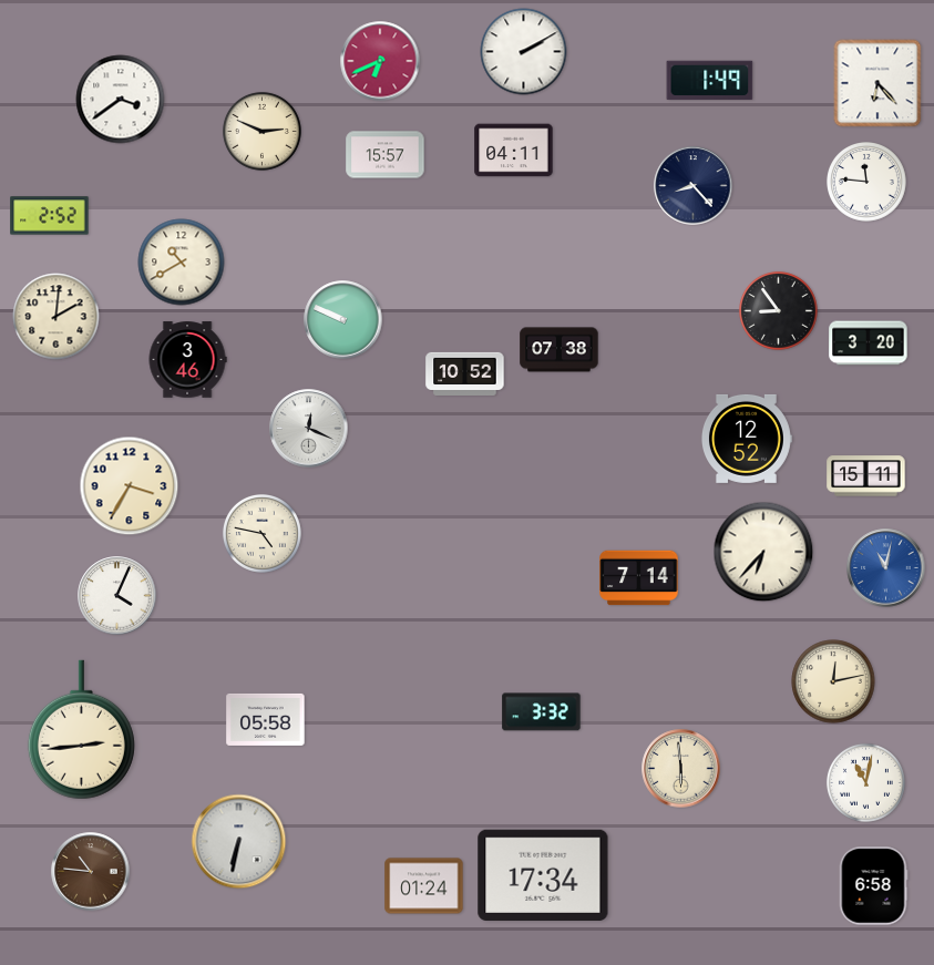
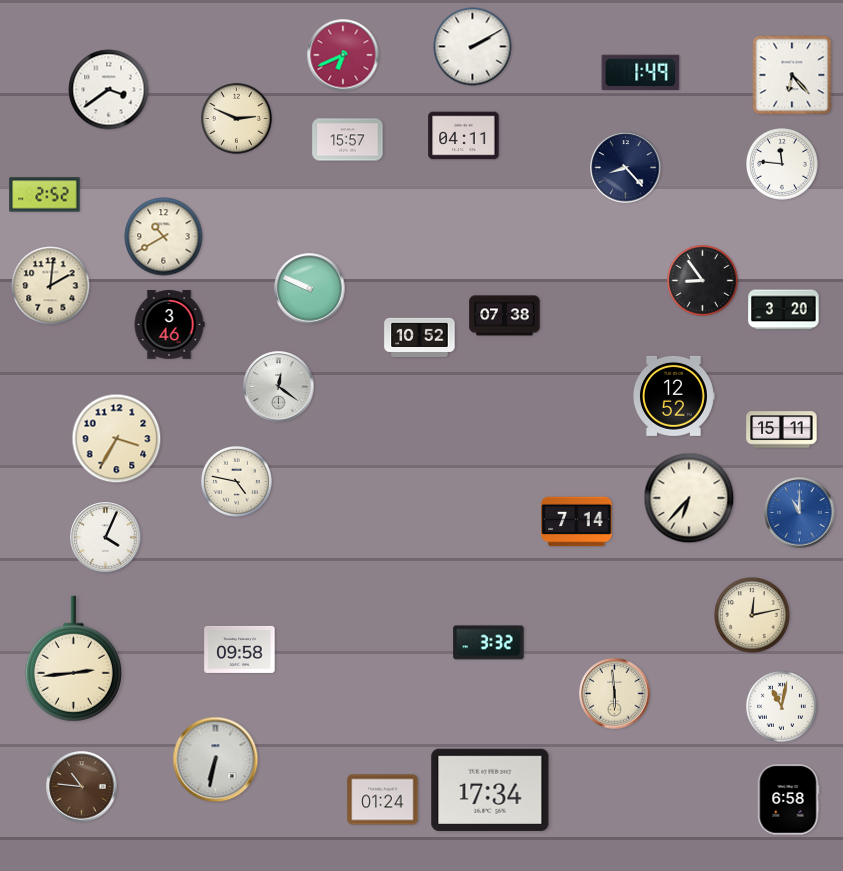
clock at (309, 429): 12:19 -> 12:21
clock at (886, 568): 11:02 -> 11:00
clock at (266, 719): 05:58 -> 09:58
